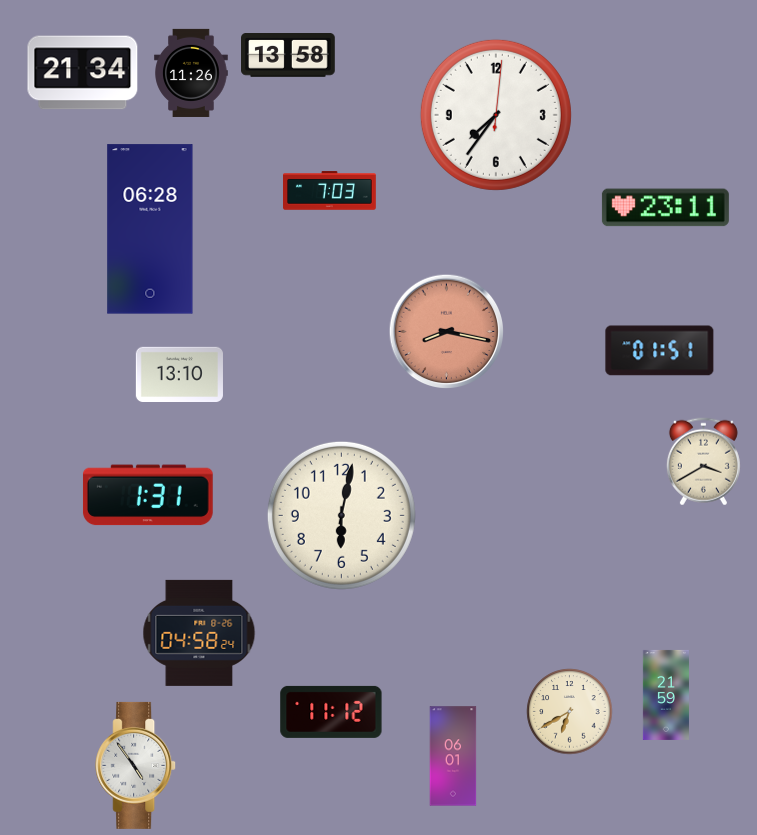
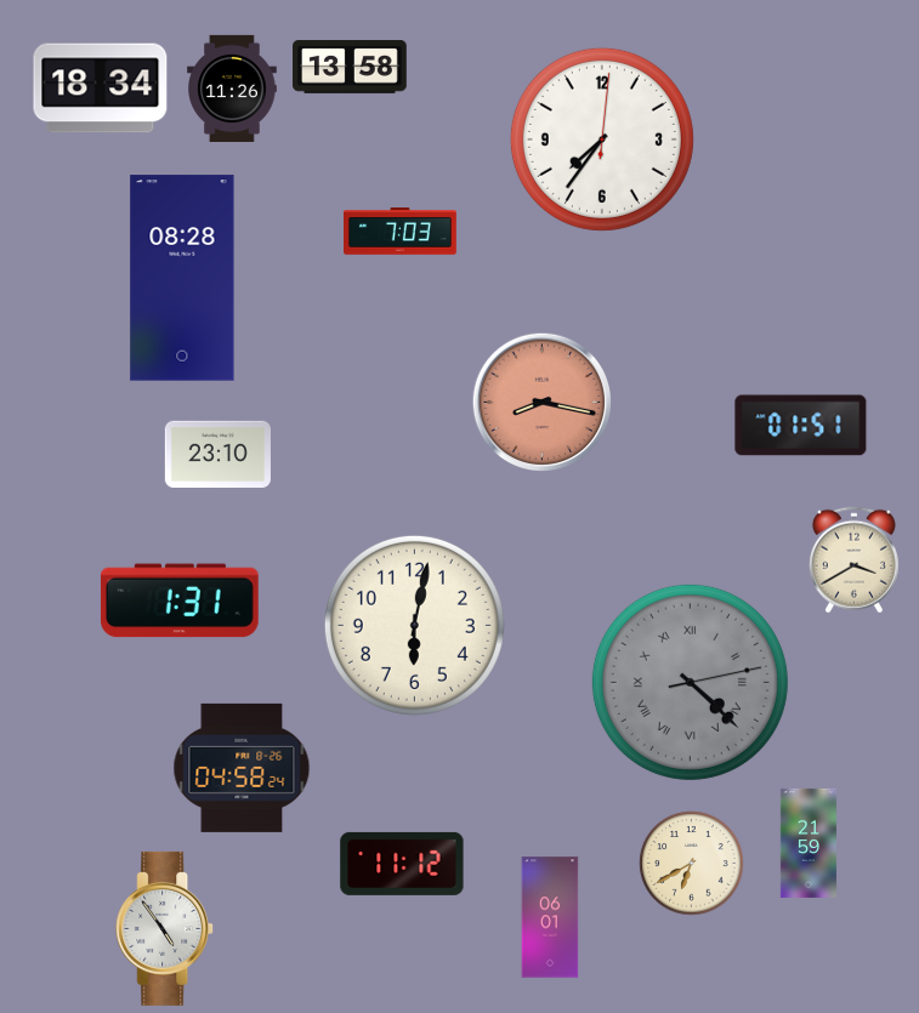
clock at (83, 73): 21:34 -> 18:34
clock at (665, 208): 23:11 -> none
clock at (150, 229): 06:28 -> 08:28
clock at (179, 374): 13:10 -> 23:10
clock at (690, 682): none -> 4:22
